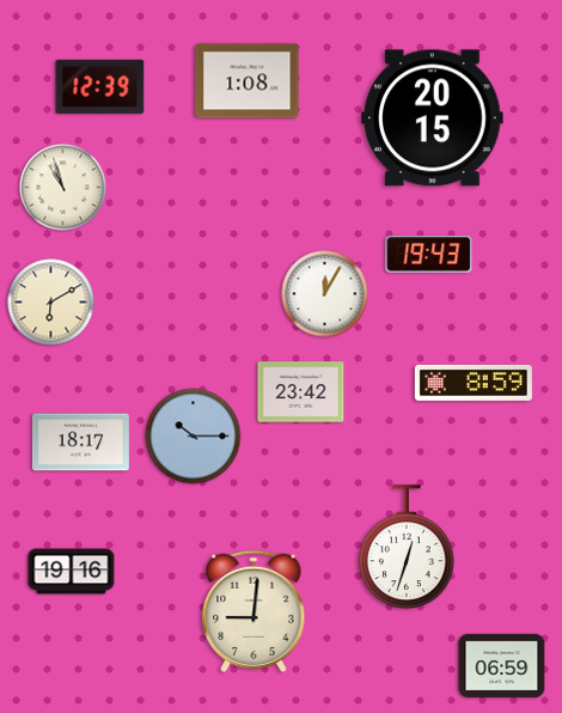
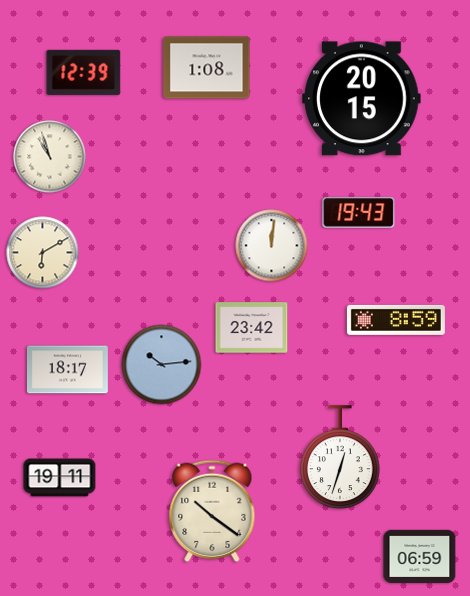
clock at (63, 188) position: (63, 188) -> (50, 157)
clock at (325, 294): 12:05 -> 12:01
clock at (194, 437): 10:15 -> 10:14
clock at (72, 572): 19:16 -> 19:11
clock at (253, 611): 9:01 -> 10:21
